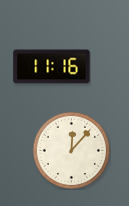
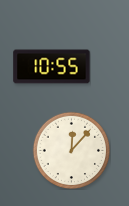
clock at (52, 67): 11:16 -> 10:55
